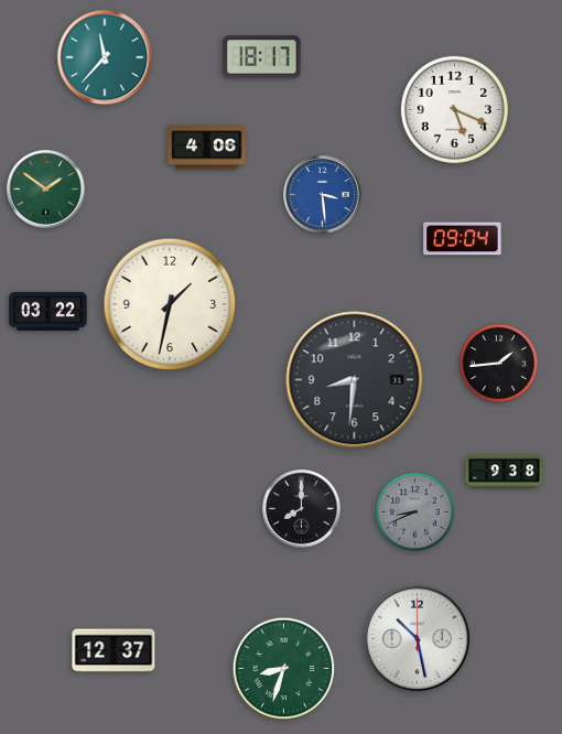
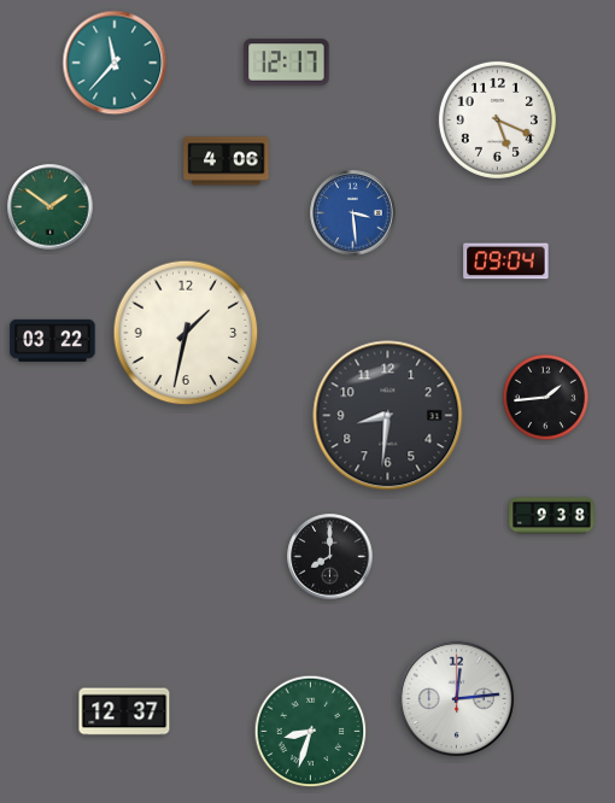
clock at (262, 57): 18:17 -> 12:17
clock at (414, 511): 8:41 -> none
clock at (418, 639): 10:28 -> 12:14
